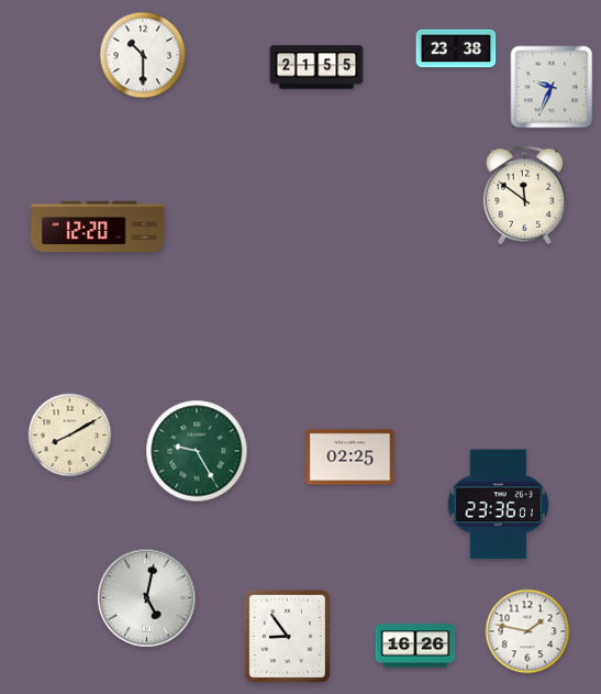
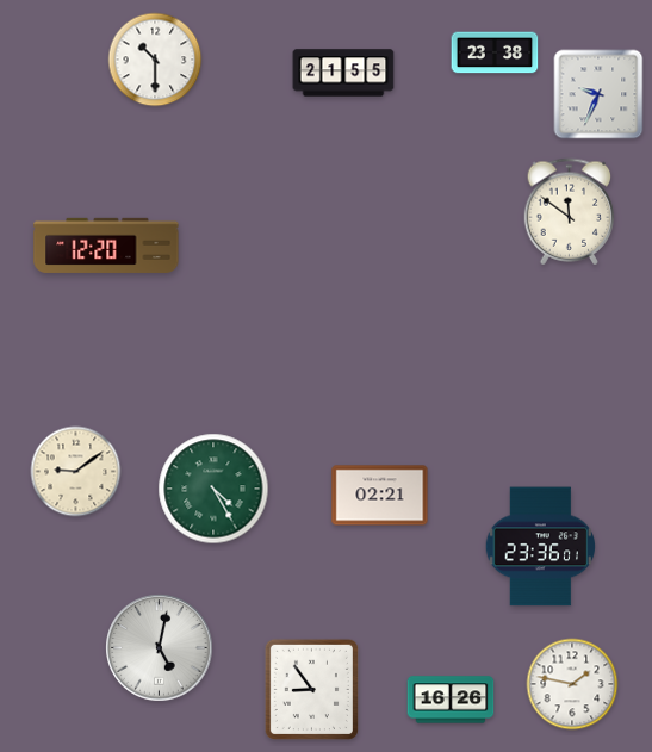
clock at (70, 436): 8:10 -> 9:09
clock at (197, 451): 9:25 -> 4:25
clock at (350, 458): 02:25 -> 02:21
